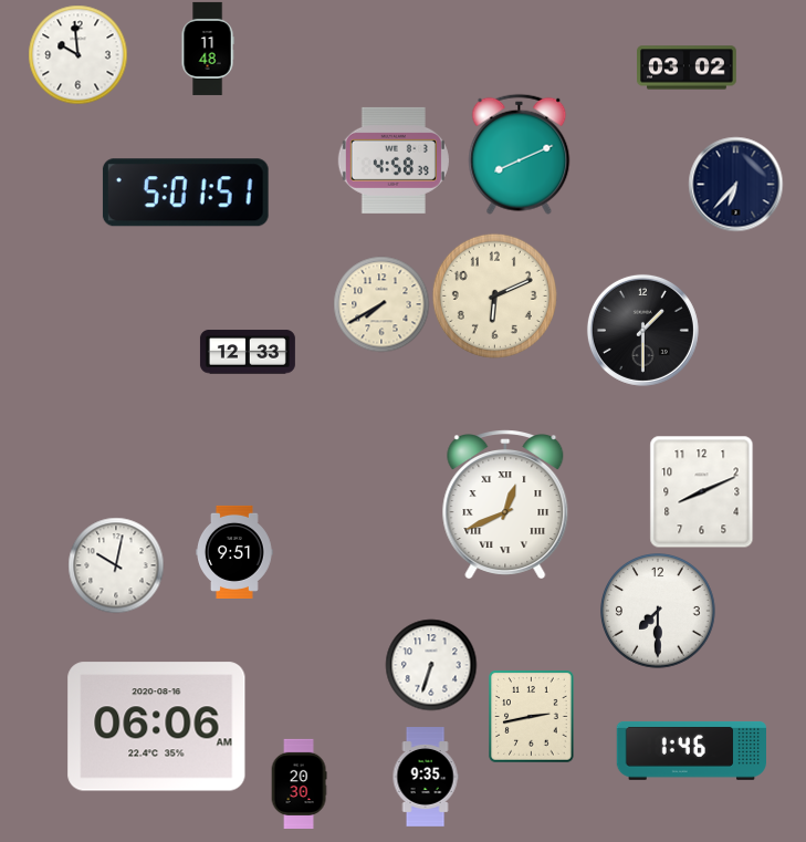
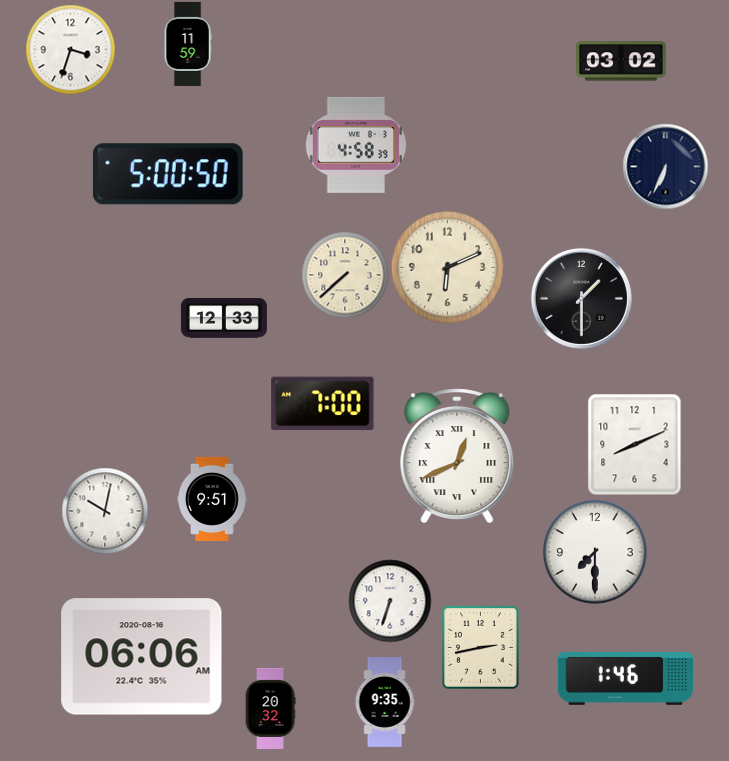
clock at (208, 49): 11:48 -> 11:59
clock at (77, 54): 9:59 -> 3:33
clock at (520, 154): 8:11 -> none
clock at (735, 184): 6:37 -> 6:34
clock at (186, 193): 5:01 -> 5:00
clock at (381, 304): 7:40 -> 7:38
clock at (323, 404): none -> 7:00
clock at (299, 783): 20:30 -> 20:32
